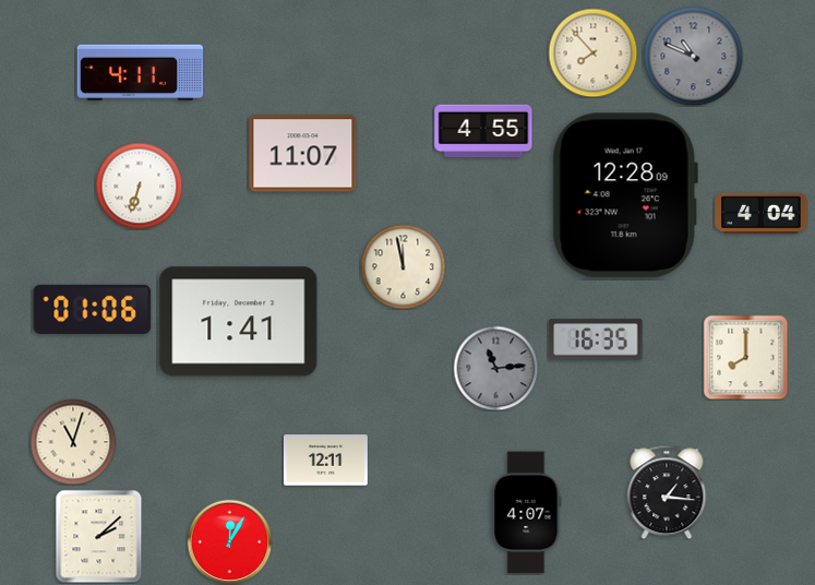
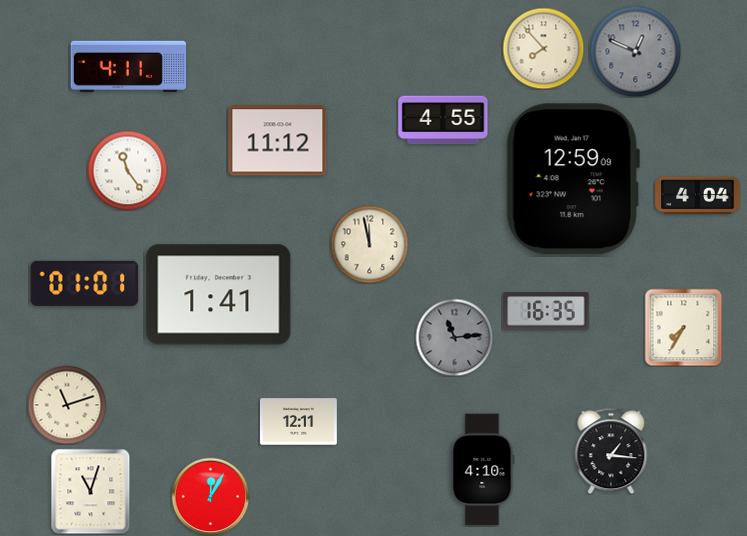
clock at (693, 56): 10:49 -> 12:49
clock at (303, 154): 11:07 -> 11:12
clock at (139, 186): 6:33 -> 11:24
clock at (625, 195): 12:28 -> 12:59
clock at (93, 309): 01:06 -> 01:01
clock at (745, 357): 8:00 -> 7:35
clock at (73, 442): 11:03 -> 11:12
clock at (527, 513): 4:07 -> 4:10
clock at (99, 536): 2:08 -> 11:03
